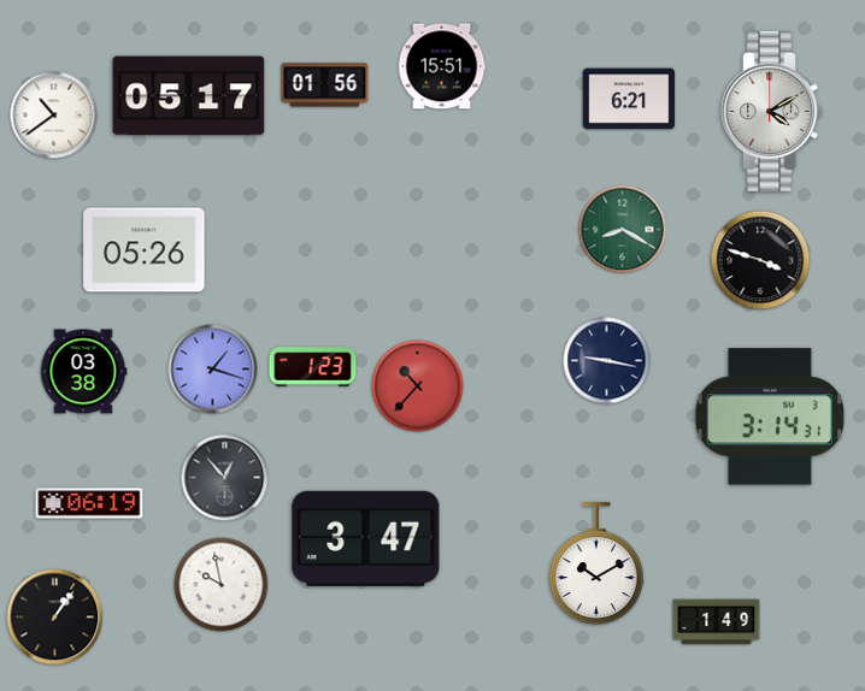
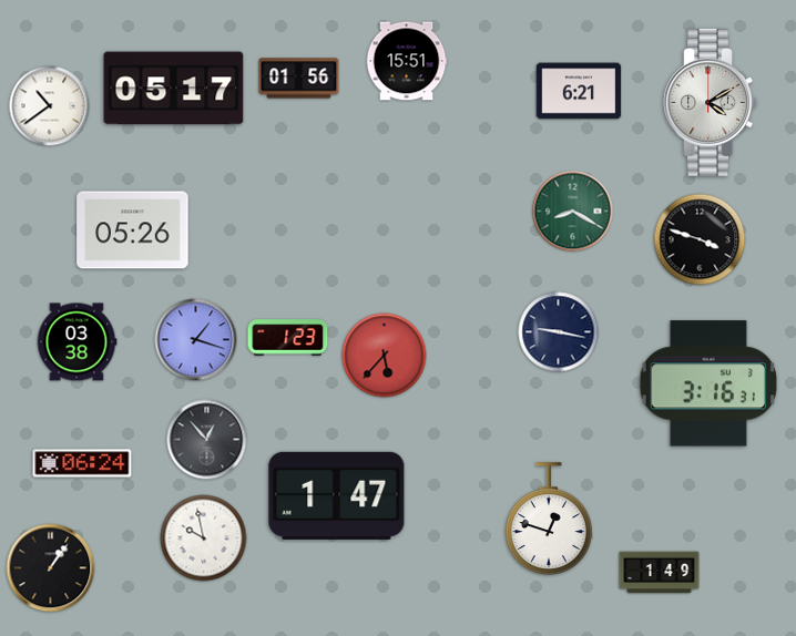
clock at (418, 386): 10:37 -> 5:37
clock at (770, 417): 3:14 -> 3:16
clock at (89, 503): 06:19 -> 06:24
clock at (366, 538): 3:47 -> 1:47
clock at (598, 563): 10:10 -> 12:48
